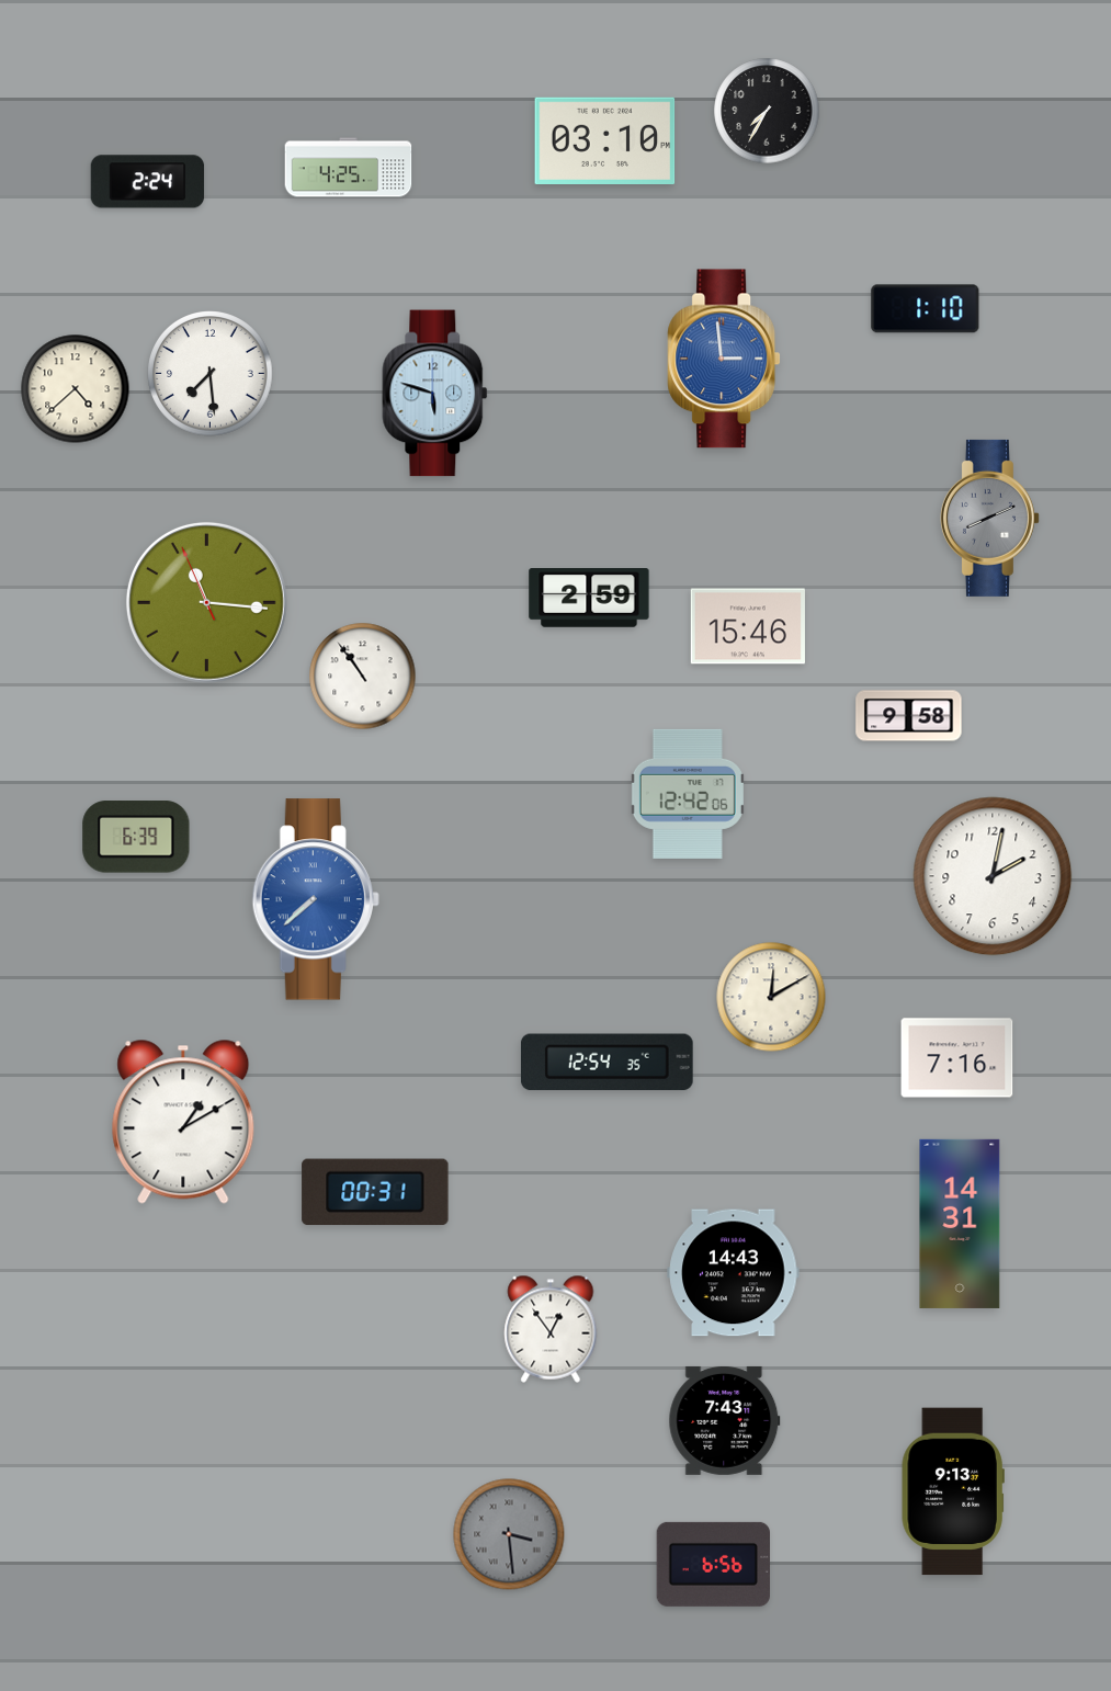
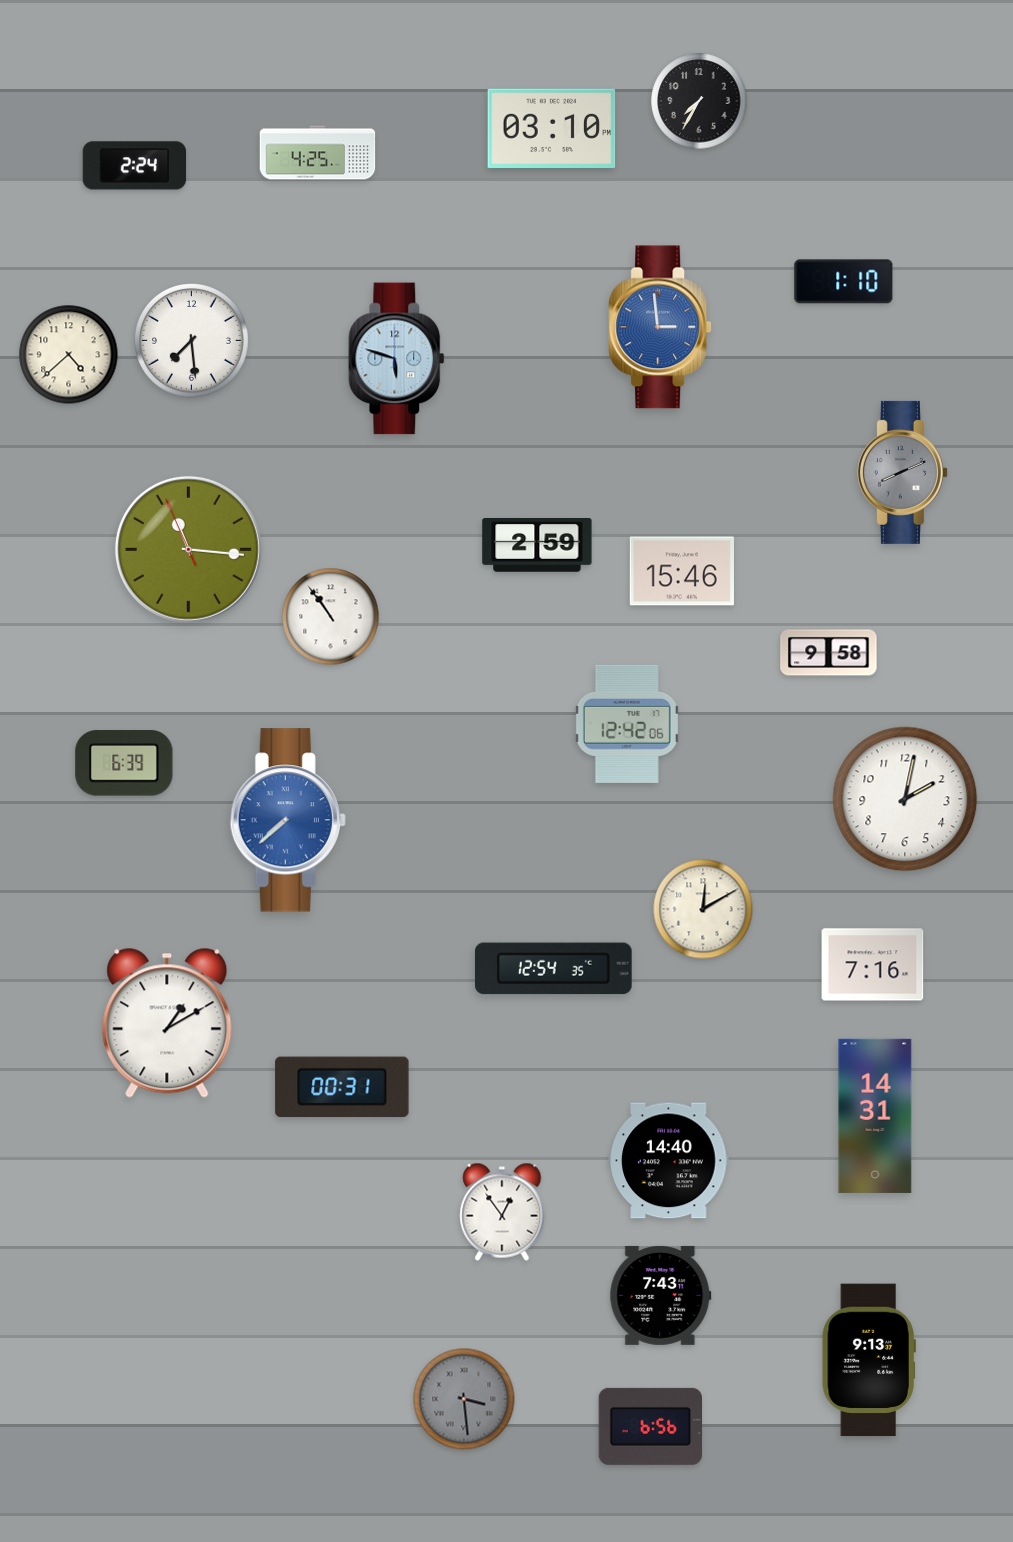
clock at (734, 1273): 14:43 -> 14:40
